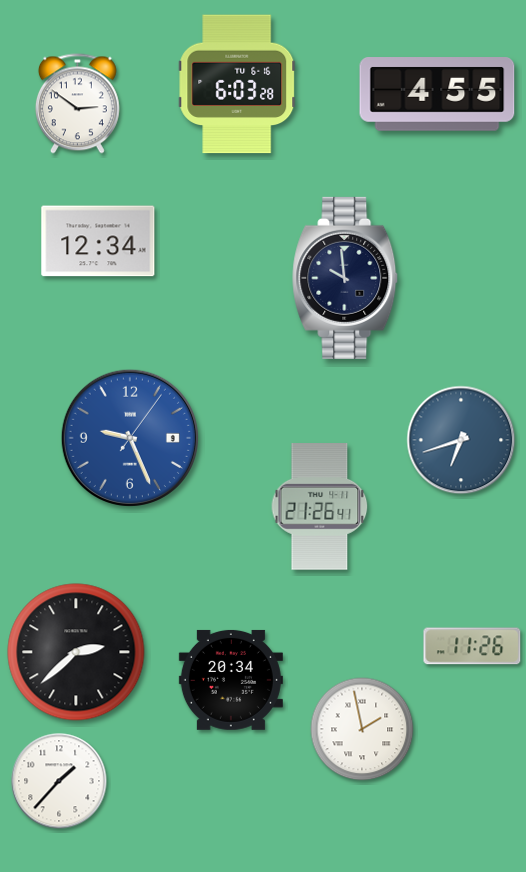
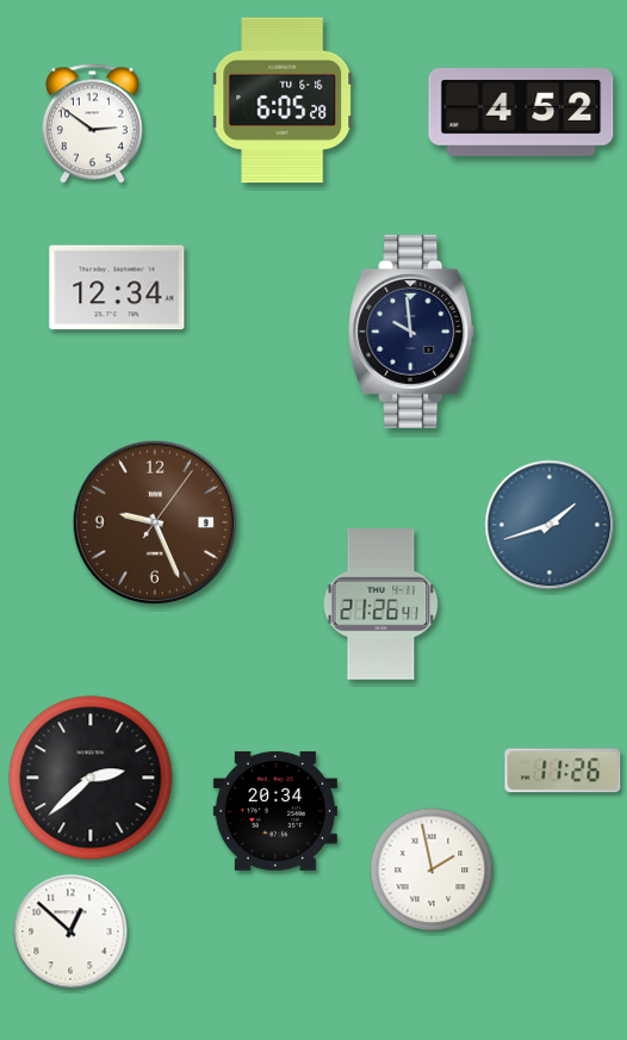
clock at (237, 84): 6:03 -> 6:05
clock at (437, 95): 4:55 -> 4:52
clock at (130, 438) dial: blue -> brown
clock at (461, 440): 6:42 -> 1:42
clock at (59, 781): 1:37 -> 12:52
